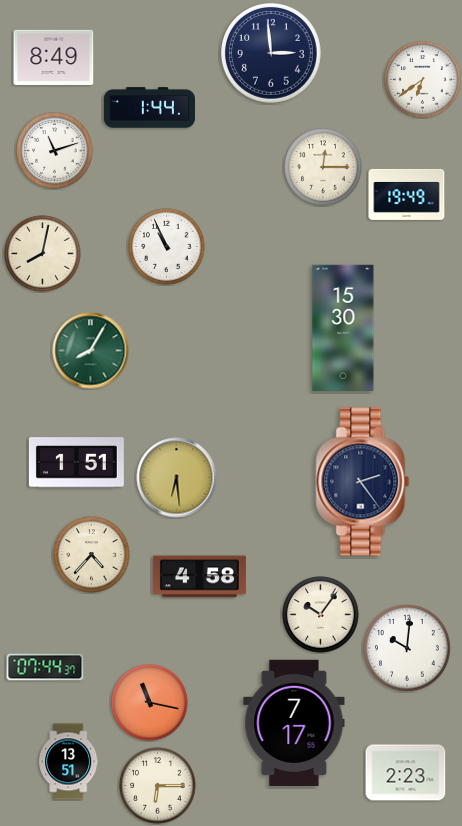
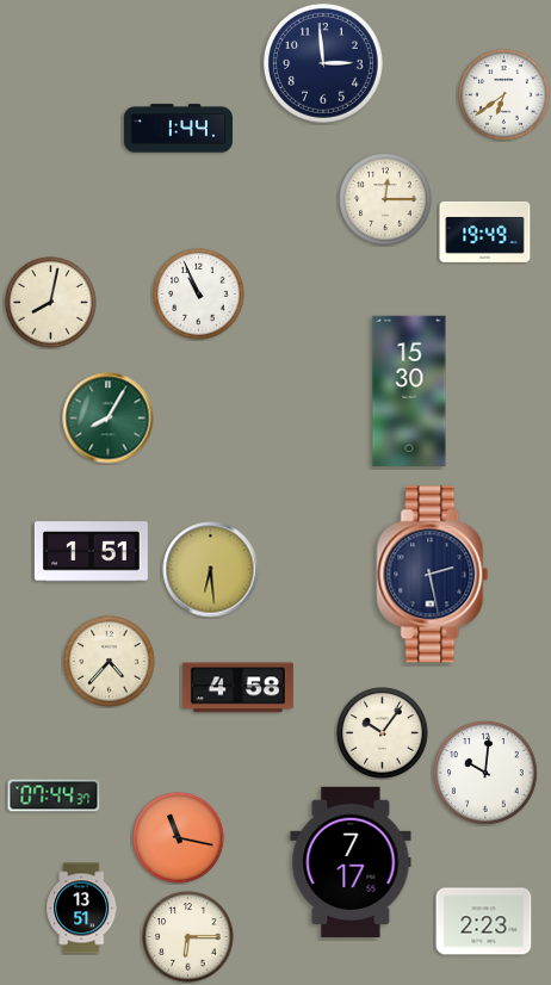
clock at (54, 57): 8:49 -> none
clock at (55, 151): 11:12 -> none
clock at (363, 482): 2:24 -> 2:28
